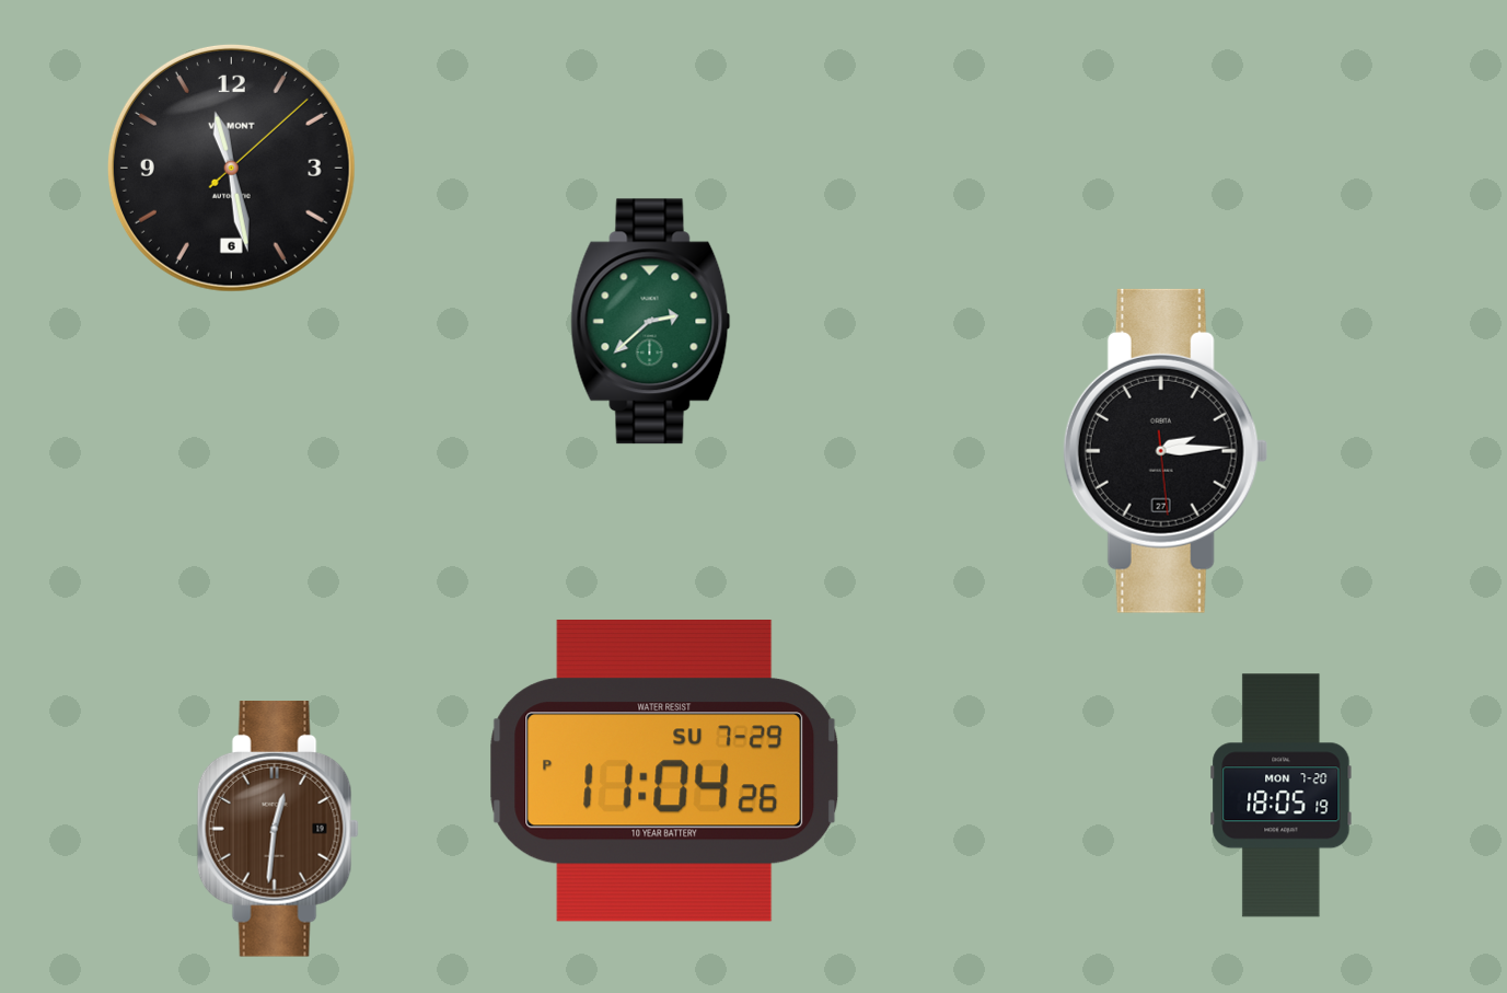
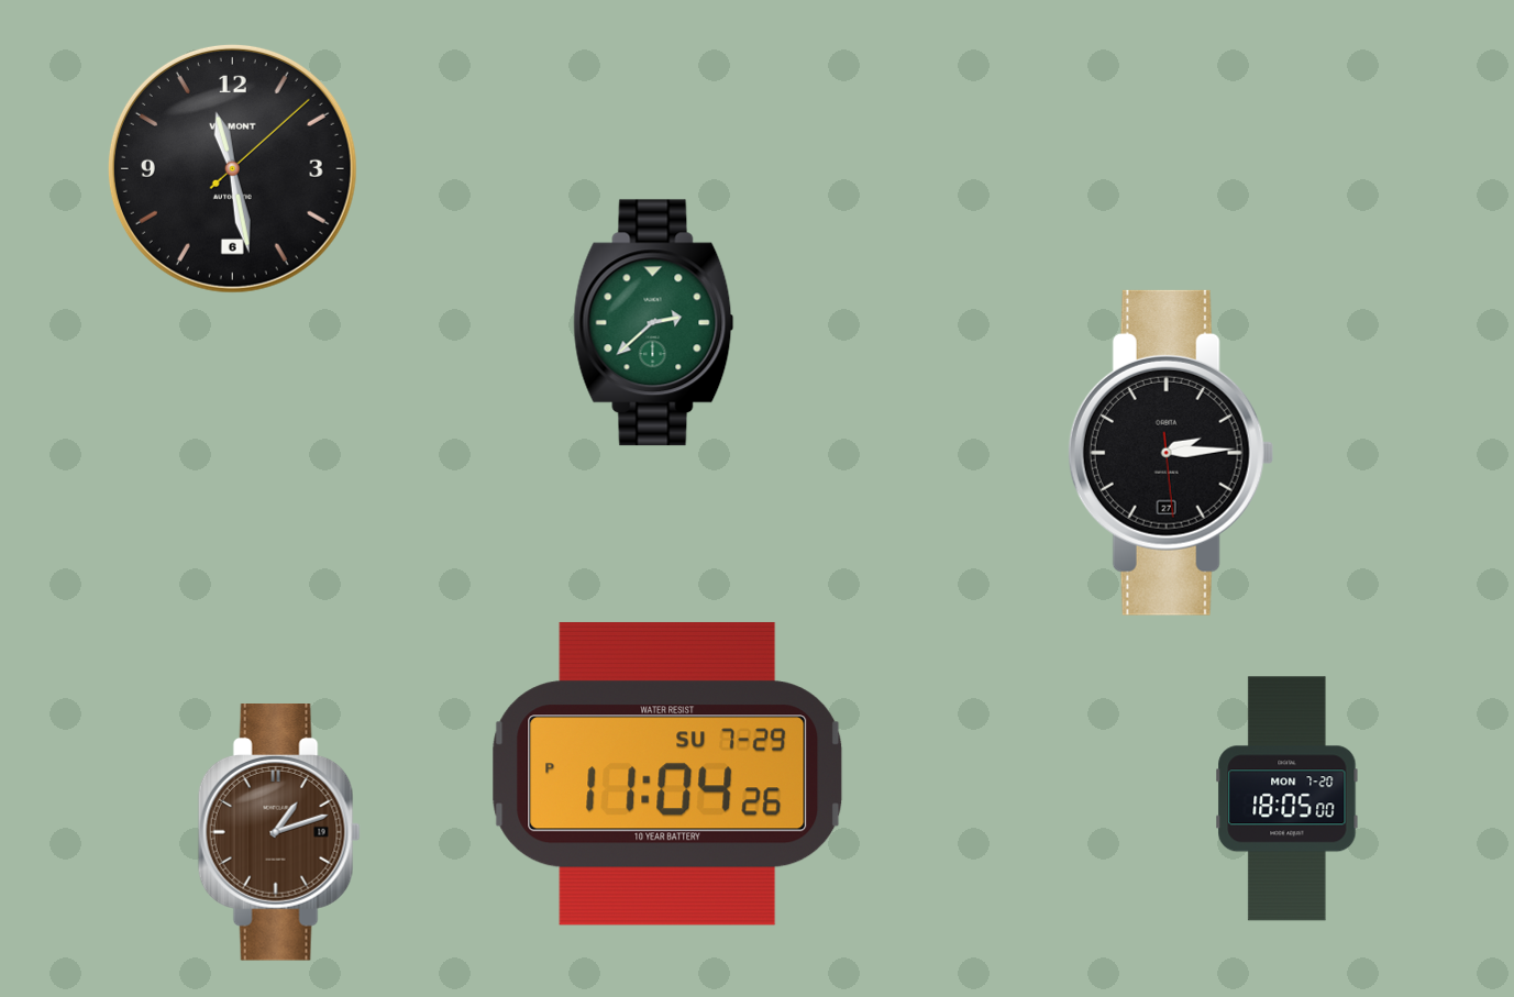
clock at (1282, 796): 18:05:19 -> 18:05:00
clock at (278, 830): 12:31 -> 1:12
